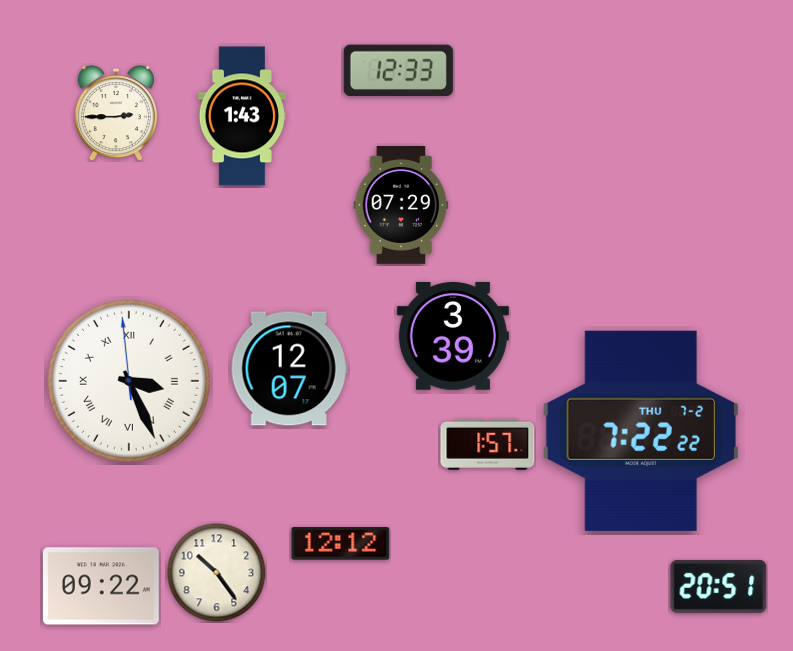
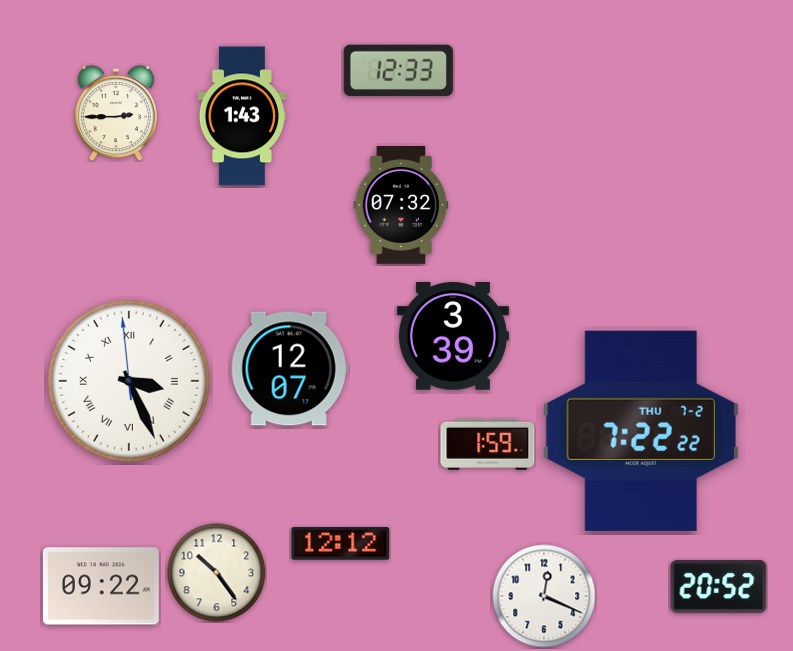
clock at (401, 206): 07:29 -> 07:32
clock at (488, 444): 1:57 -> 1:59
clock at (719, 586): 20:51 -> 20:52
clock at (544, 596): none -> 12:19
